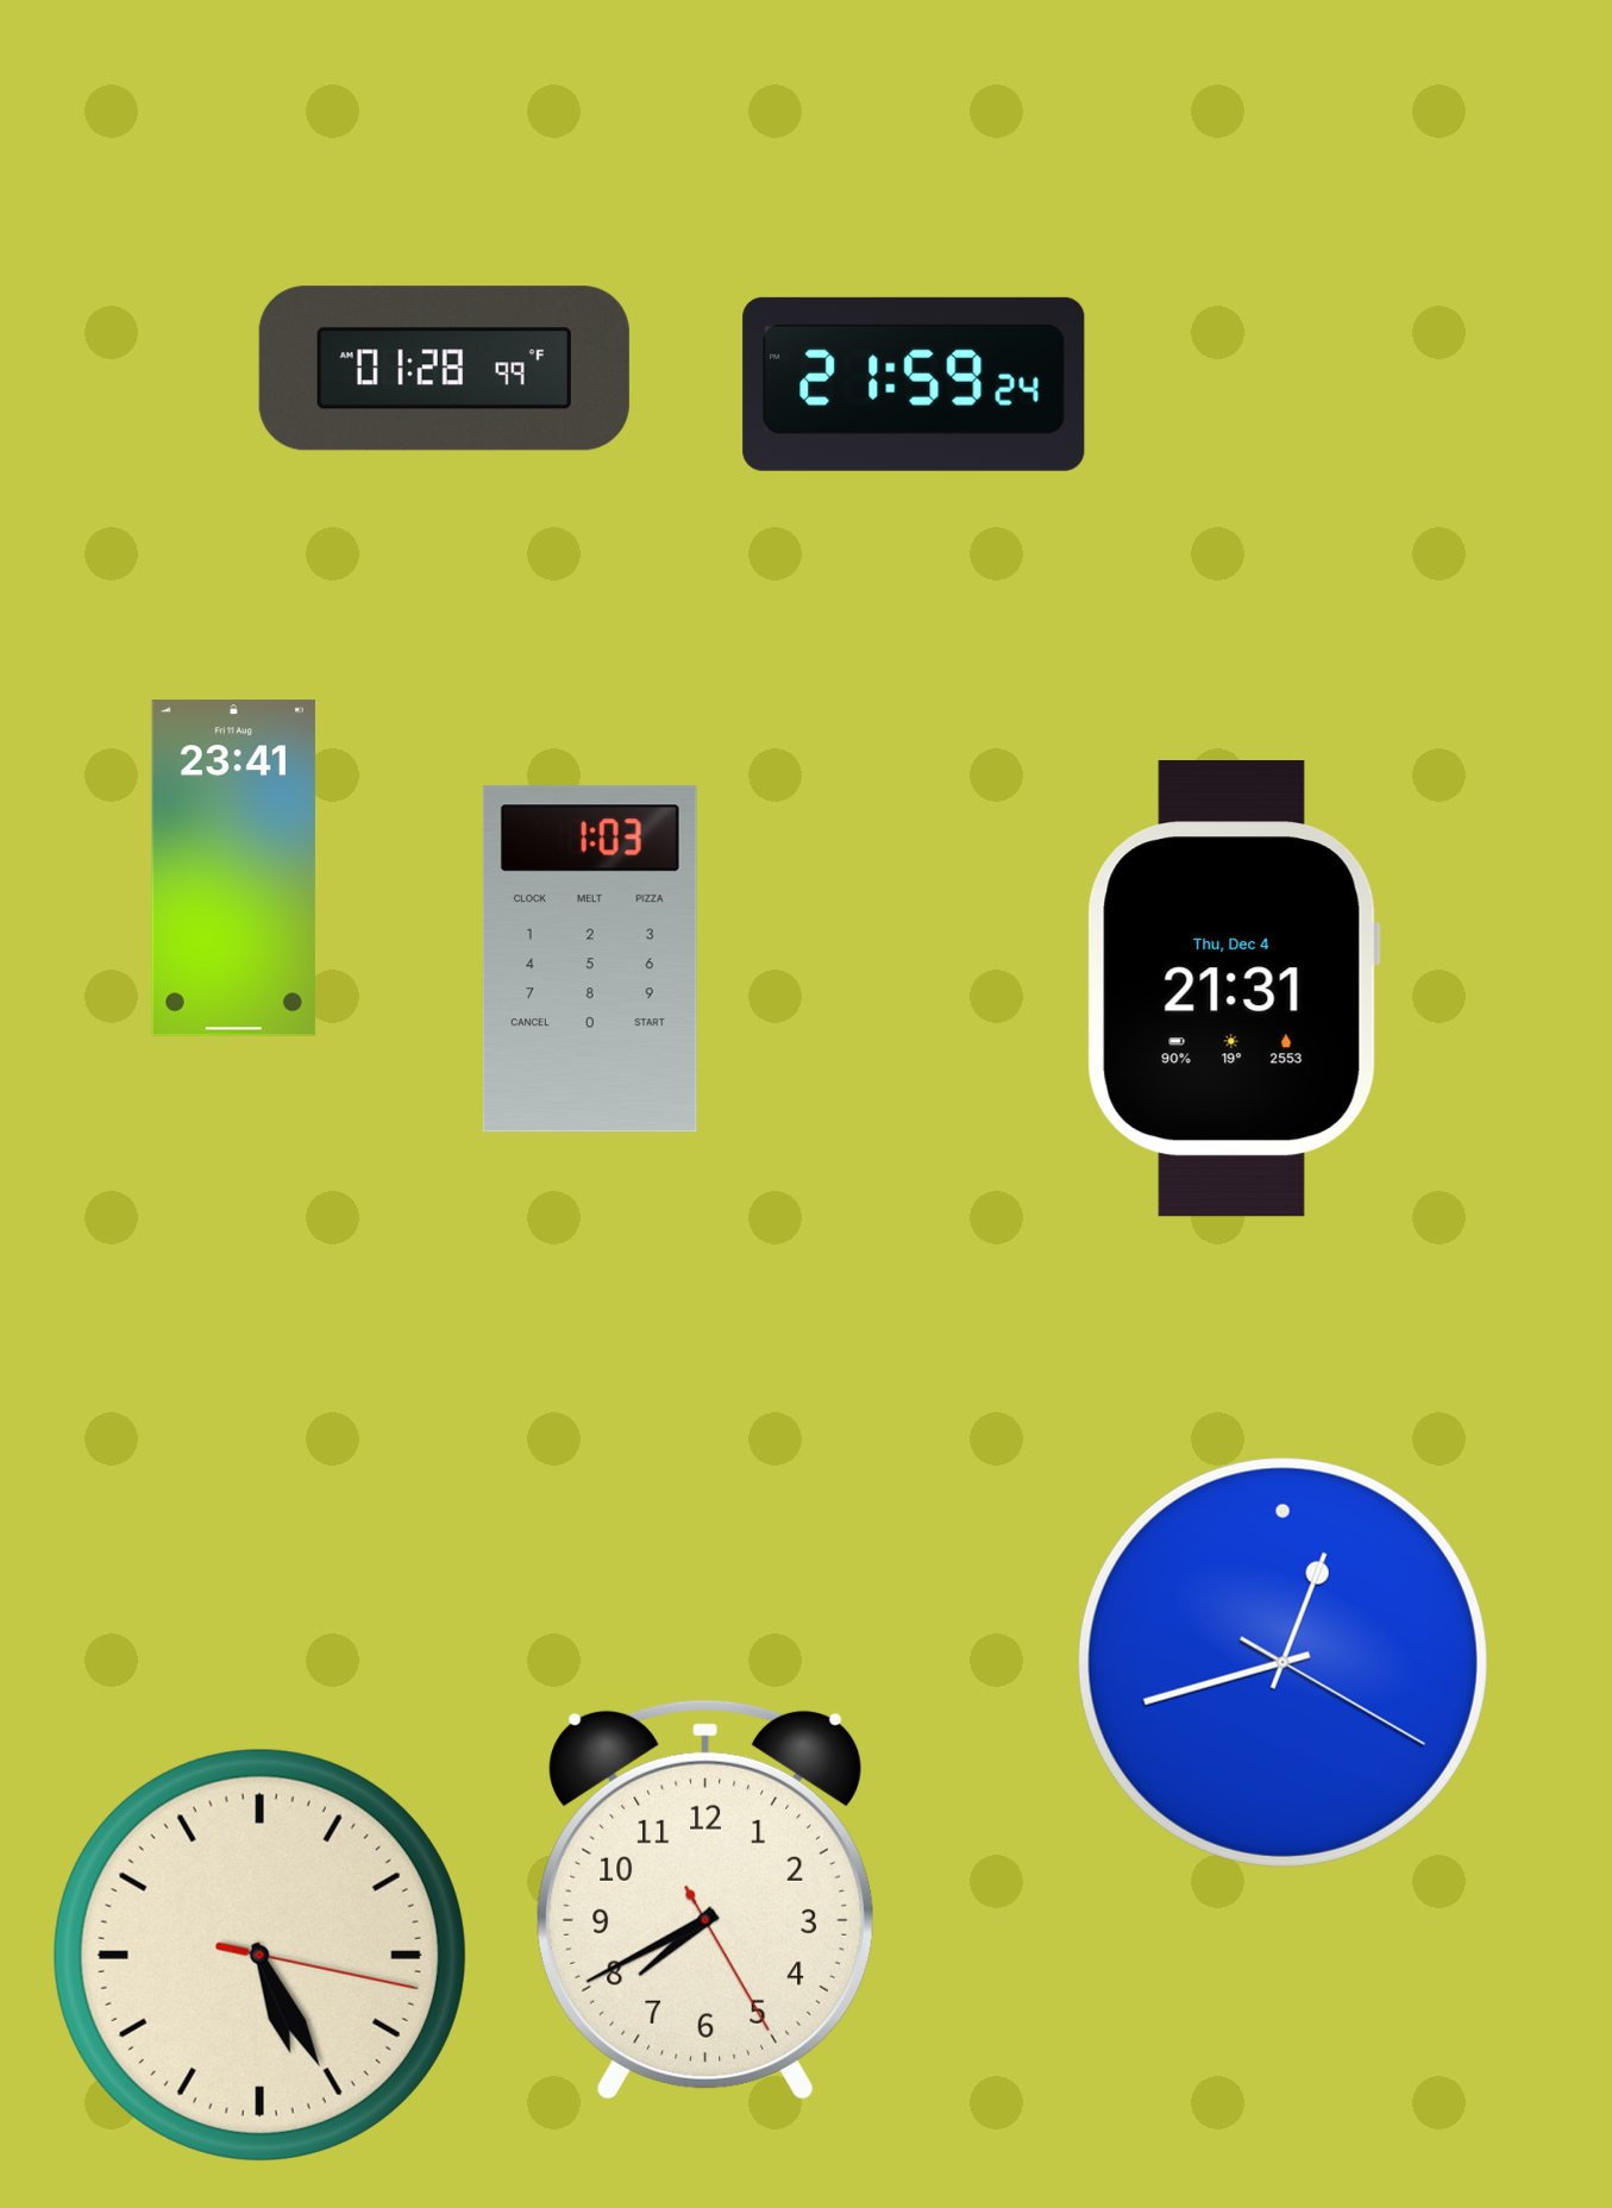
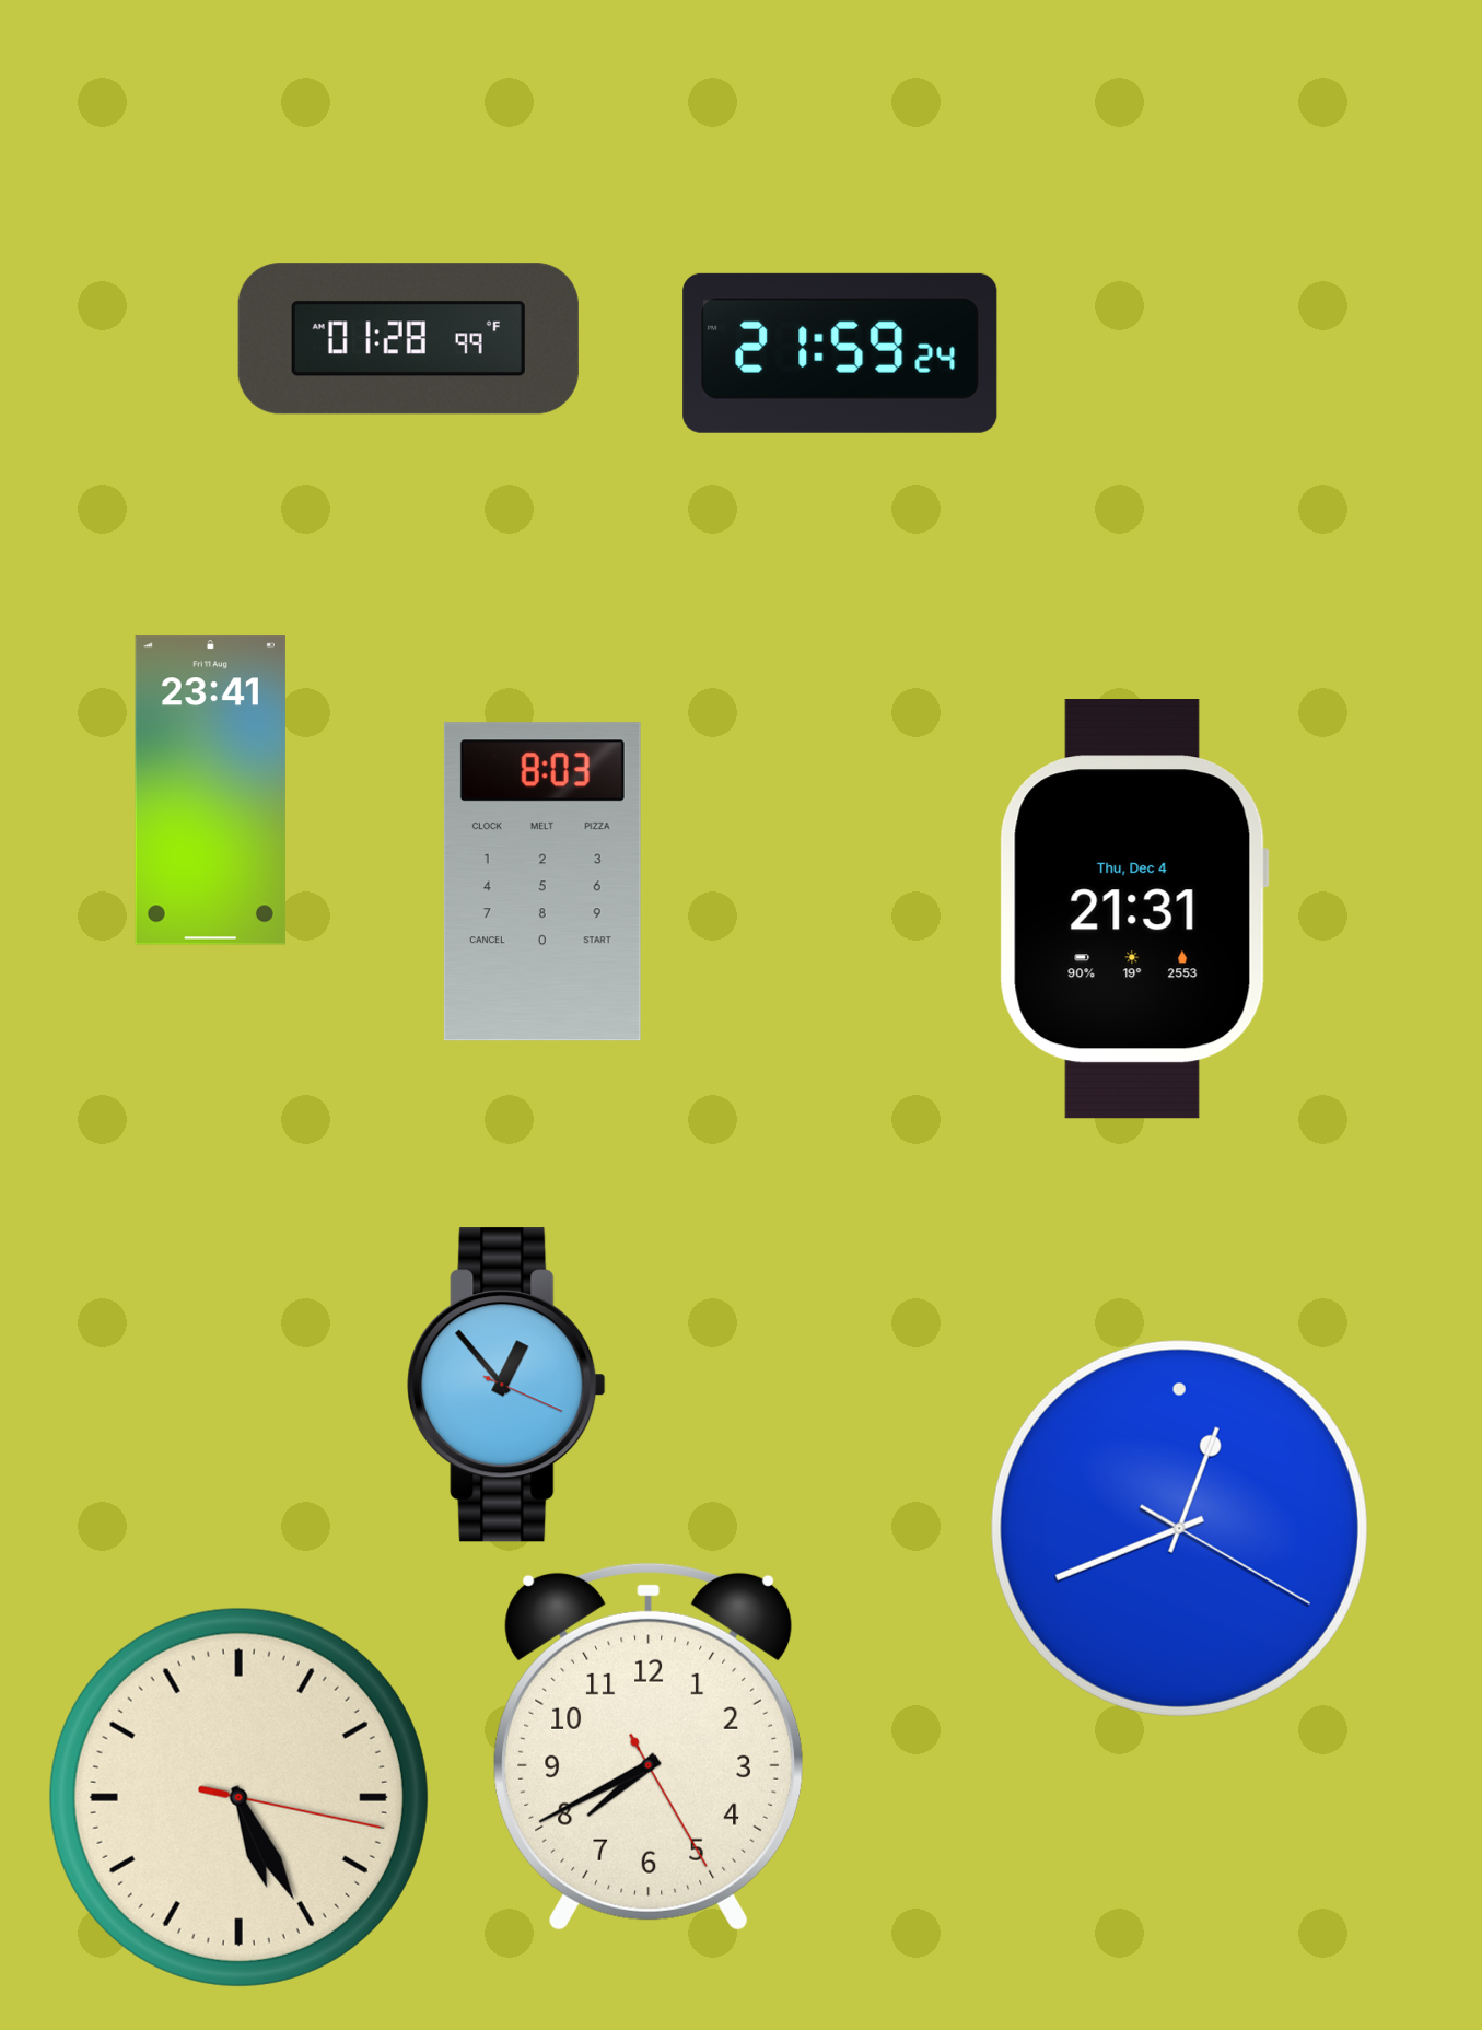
clock at (233, 868) position: (233, 868) -> (210, 791)
clock at (590, 959): 1:03 -> 8:03
clock at (506, 1385): none -> 12:53
clock at (1282, 1662): 12:42 -> 12:41
